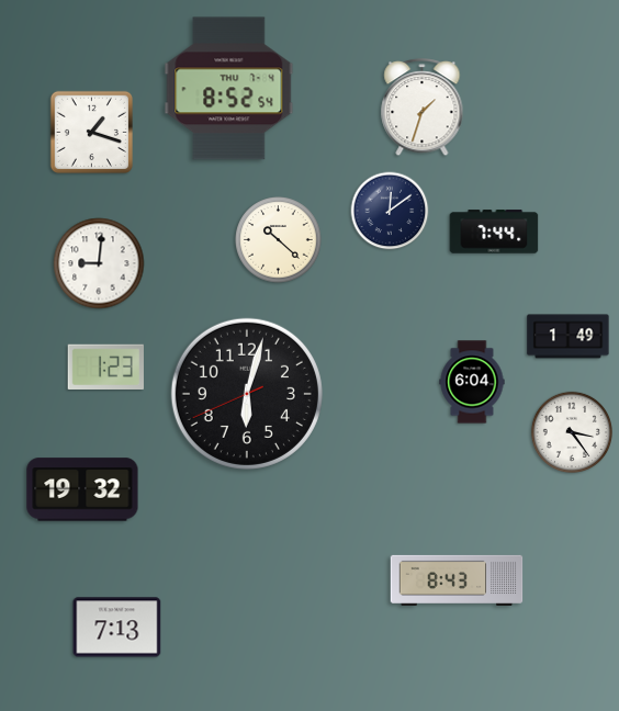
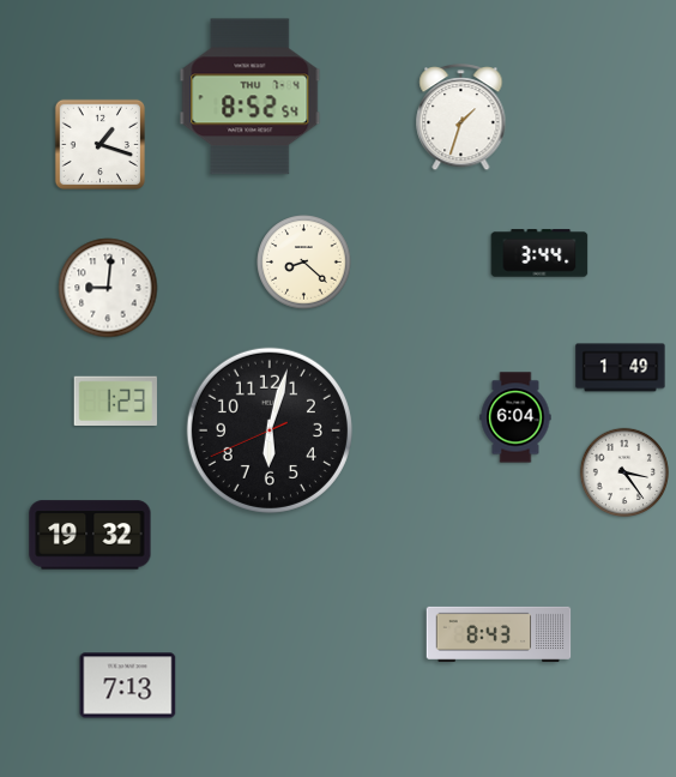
clock at (390, 211): 12:09 -> none
clock at (494, 232): 7:44 -> 3:44
clock at (279, 240): 10:22 -> 8:22
